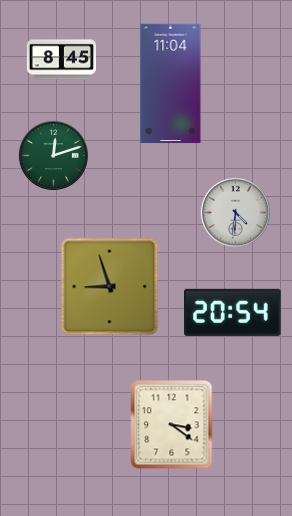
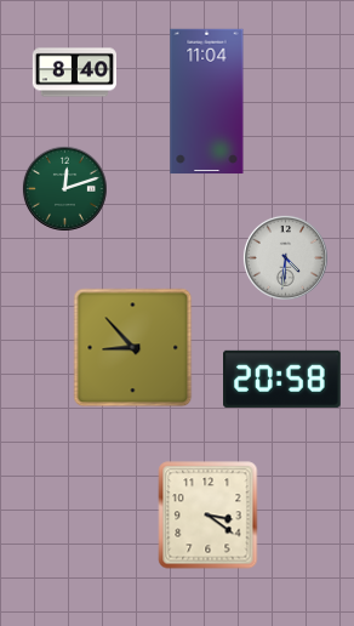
clock at (61, 60): 8:45 -> 8:40
clock at (110, 287): 8:57 -> 8:53
clock at (233, 312): 20:54 -> 20:58
